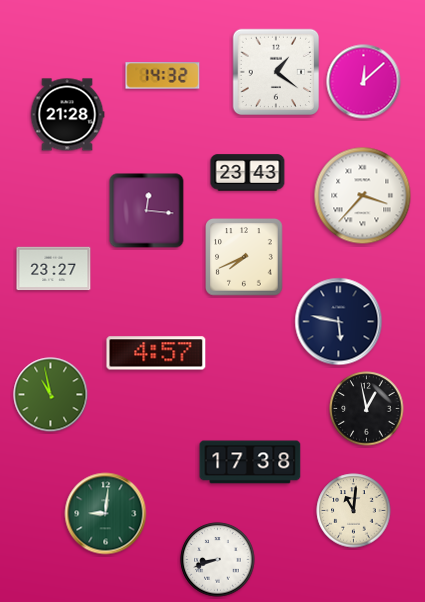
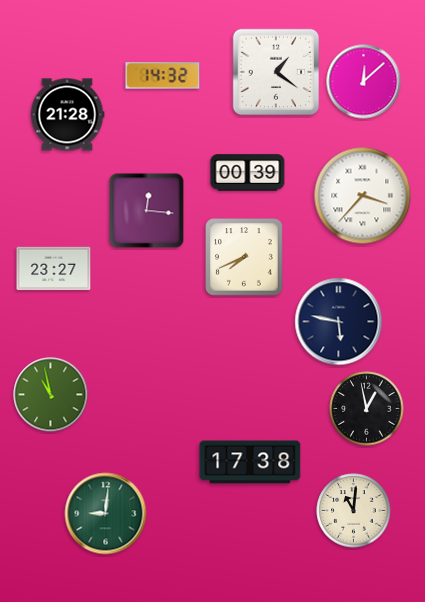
clock at (248, 173): 23:43 -> 00:39
clock at (156, 353): 4:57 -> none
clock at (218, 560): 8:42 -> none
